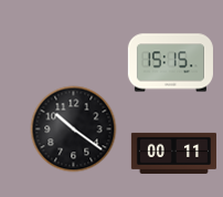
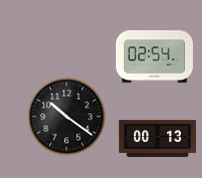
clock at (170, 63): 15:15 -> 02:54
clock at (173, 153): 00:11 -> 00:13
